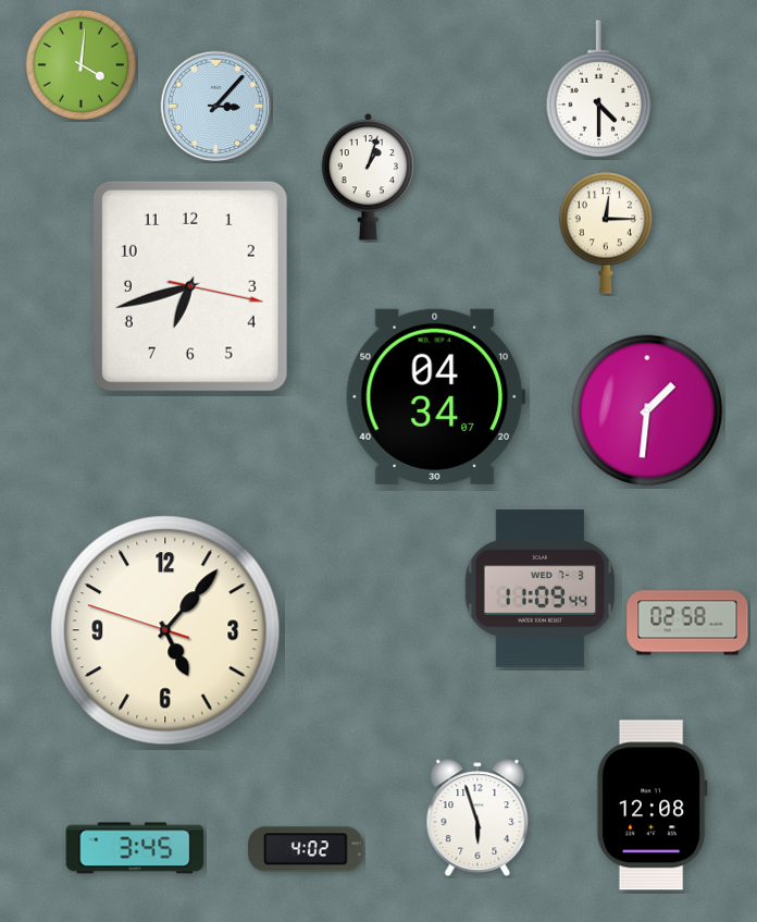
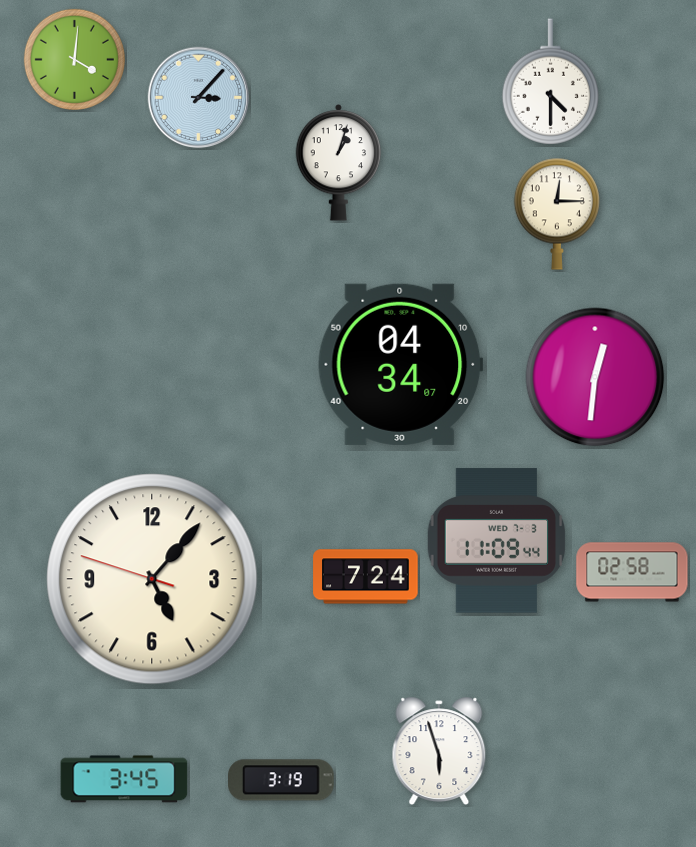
clock at (190, 286): 6:42 -> none
clock at (647, 410): 1:31 -> 12:31
clock at (366, 577): none -> 7:24
clock at (651, 806): 12:08 -> none
clock at (306, 849): 4:02 -> 3:19
